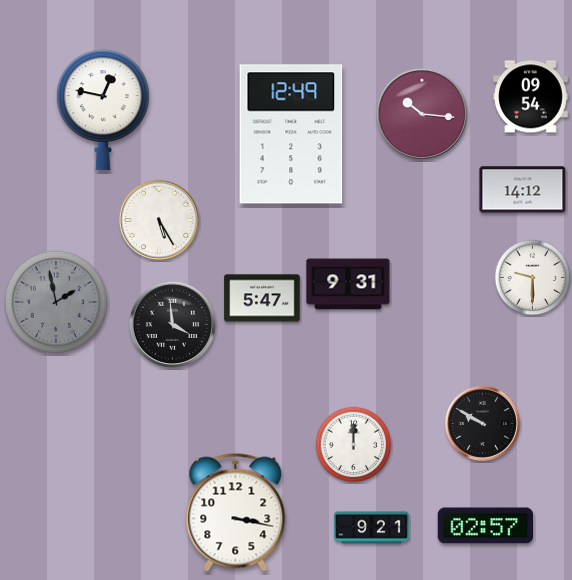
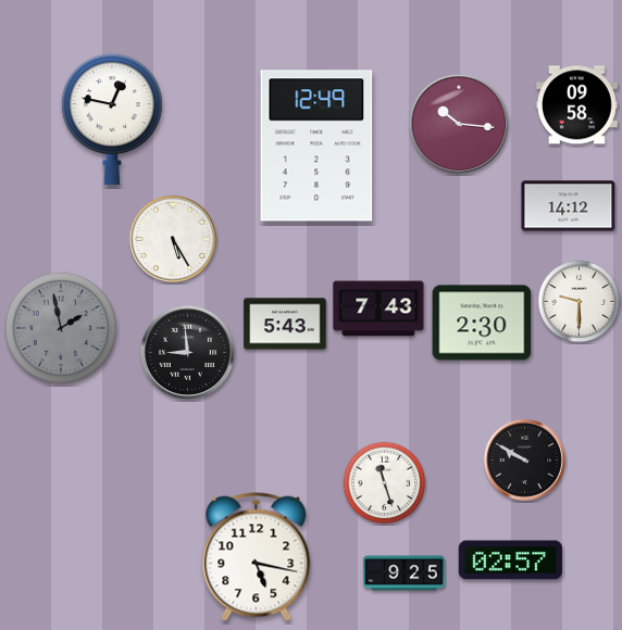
clock at (531, 97): 09:54 -> 09:58
clock at (348, 284): 9:31 -> 7:43
clock at (482, 323): none -> 2:30
clock at (262, 298): 5:47 -> 5:43
clock at (172, 324): 3:59 -> 8:59
clock at (354, 445): 12:00 -> 11:27
clock at (236, 513): 3:17 -> 5:17
clock at (486, 526) position: (486, 526) -> (511, 560)
clock at (372, 528): 9:21 -> 9:25
